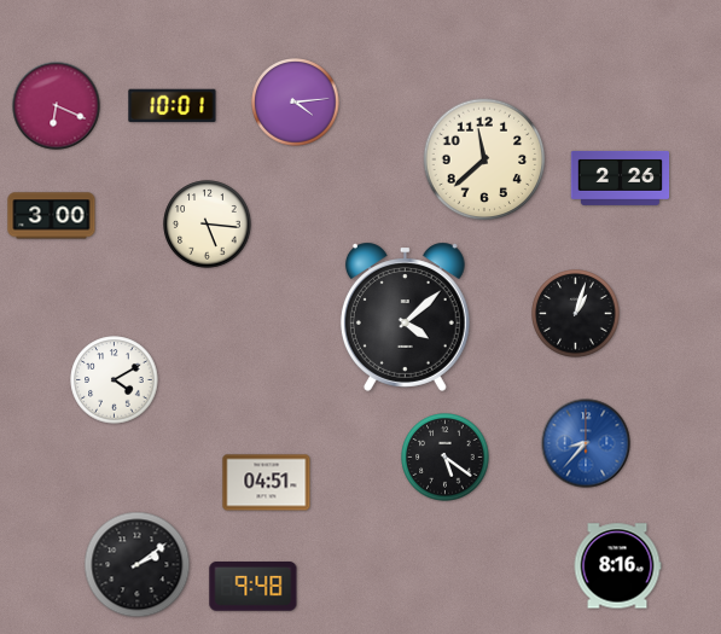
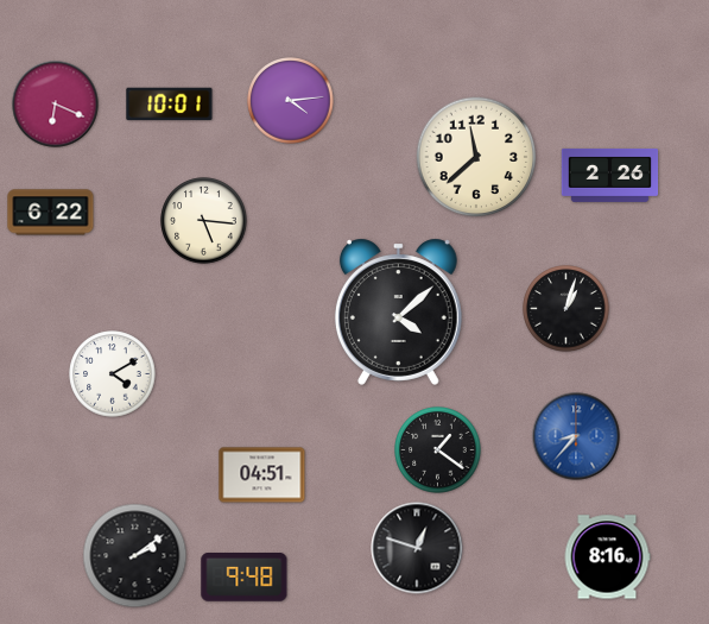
clock at (52, 216): 3:00 -> 6:22
clock at (446, 458): 5:21 -> 1:21
clock at (417, 548): none -> 12:48
clock at (254, 587) position: (254, 587) -> (245, 578)
